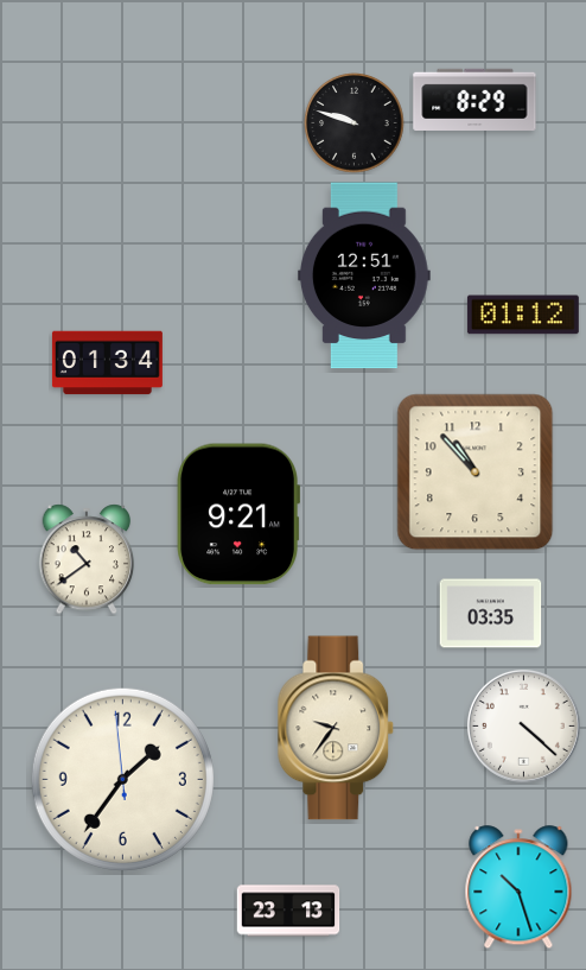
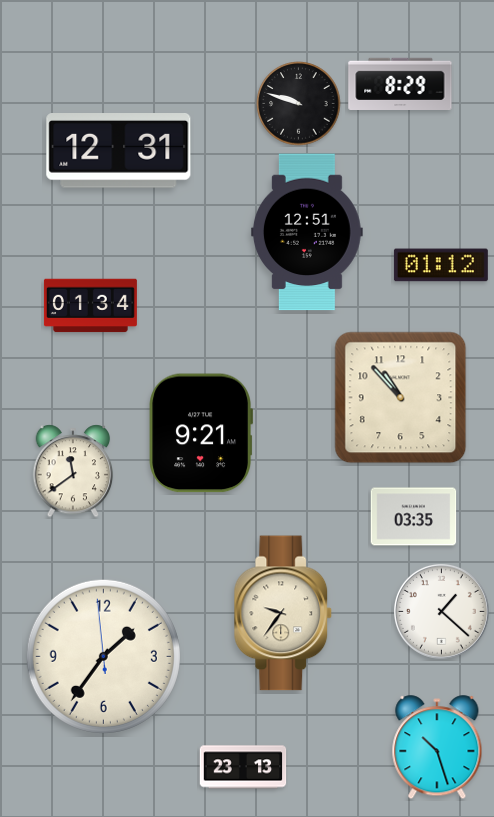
clock at (119, 151): none -> 12:31
clock at (87, 559): 10:39 -> 11:39
clock at (523, 725): 4:22 -> 1:22
